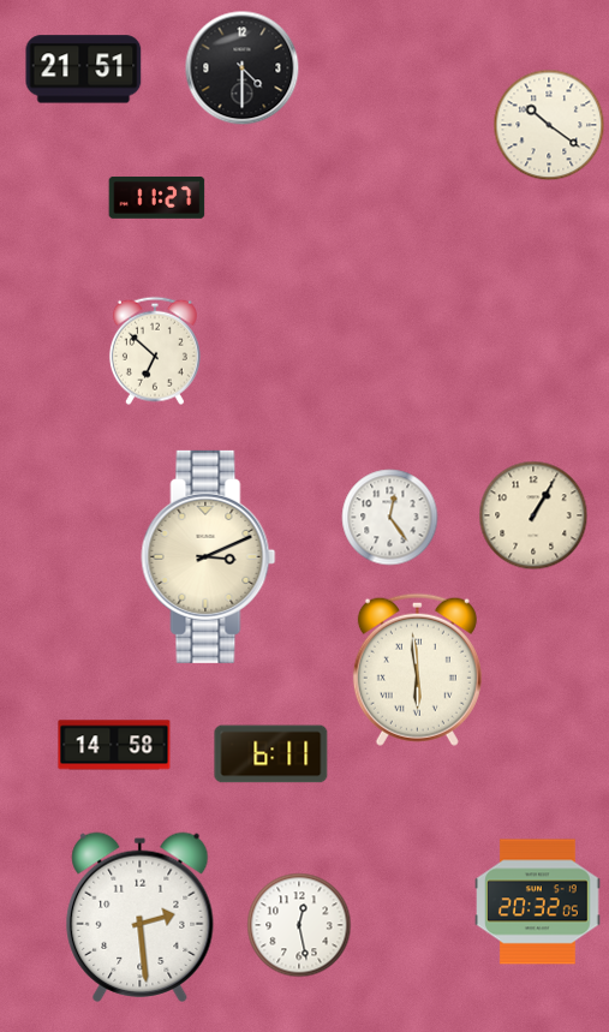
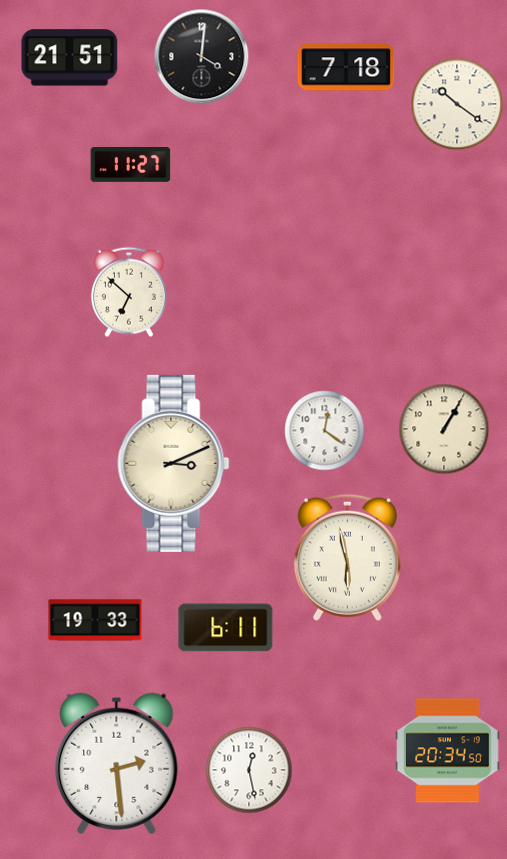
clock at (243, 68): 4:30 -> 4:01
clock at (346, 67): none -> 7:18
clock at (390, 518): 12:24 -> 12:21
clock at (417, 669): 5:59 -> 5:58
clock at (114, 745): 14:58 -> 19:33
clock at (538, 902): 20:32 -> 20:34
